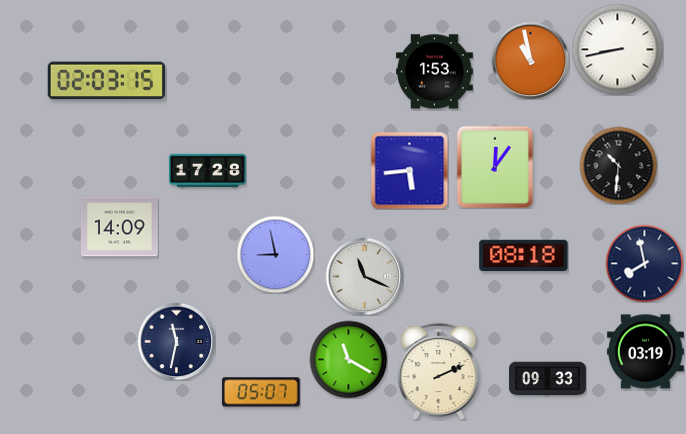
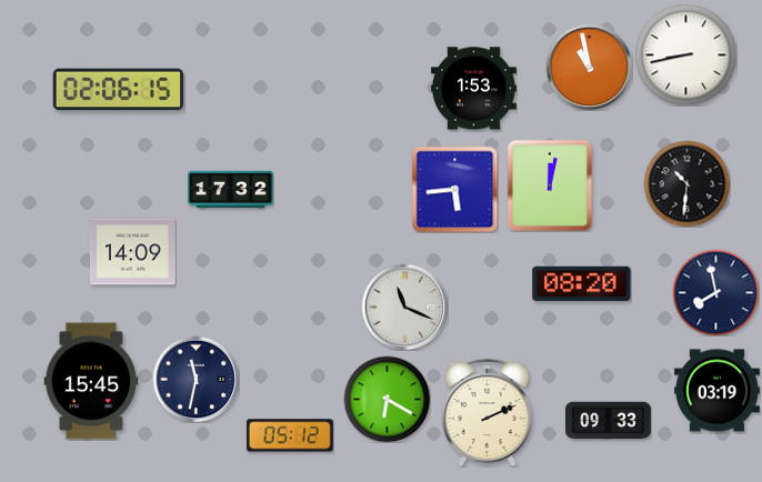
clock at (434, 72) position: (434, 72) -> (473, 89)
clock at (106, 81): 02:03 -> 02:06
clock at (495, 167): 12:06 -> 12:02
clock at (207, 171): 17:28 -> 17:32
clock at (275, 254): 8:58 -> none
clock at (524, 256): 08:18 -> 08:20
clock at (91, 381): none -> 15:45
clock at (348, 359): 11:20 -> 6:20
clock at (261, 392): 05:07 -> 05:12
